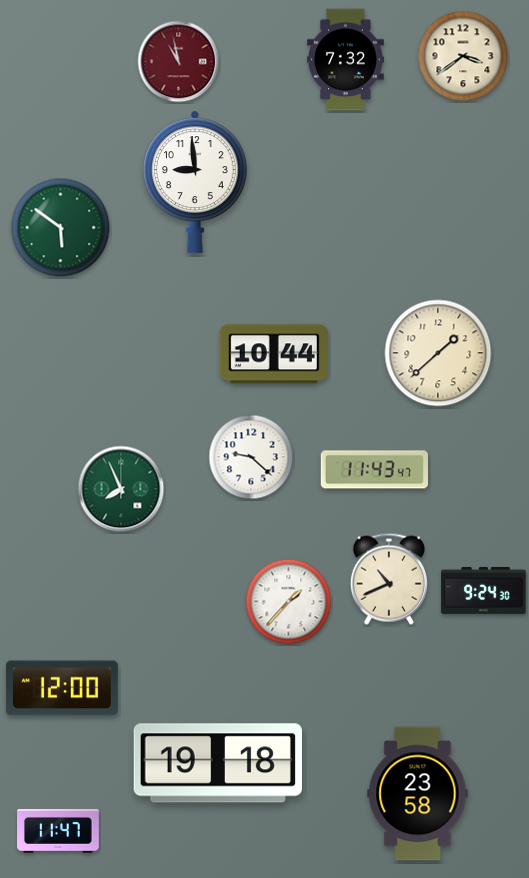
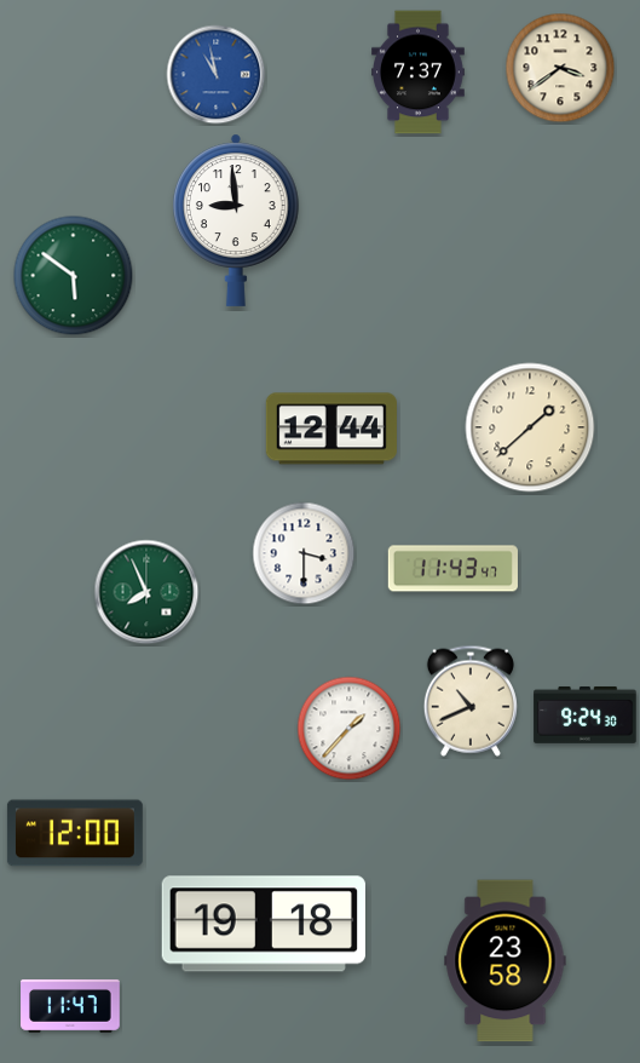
clock at (346, 60): 7:32 -> 7:37
clock at (179, 62) dial: burgundy -> blue
clock at (274, 354): 10:44 -> 12:44
clock at (251, 457): 9:22 -> 3:30
